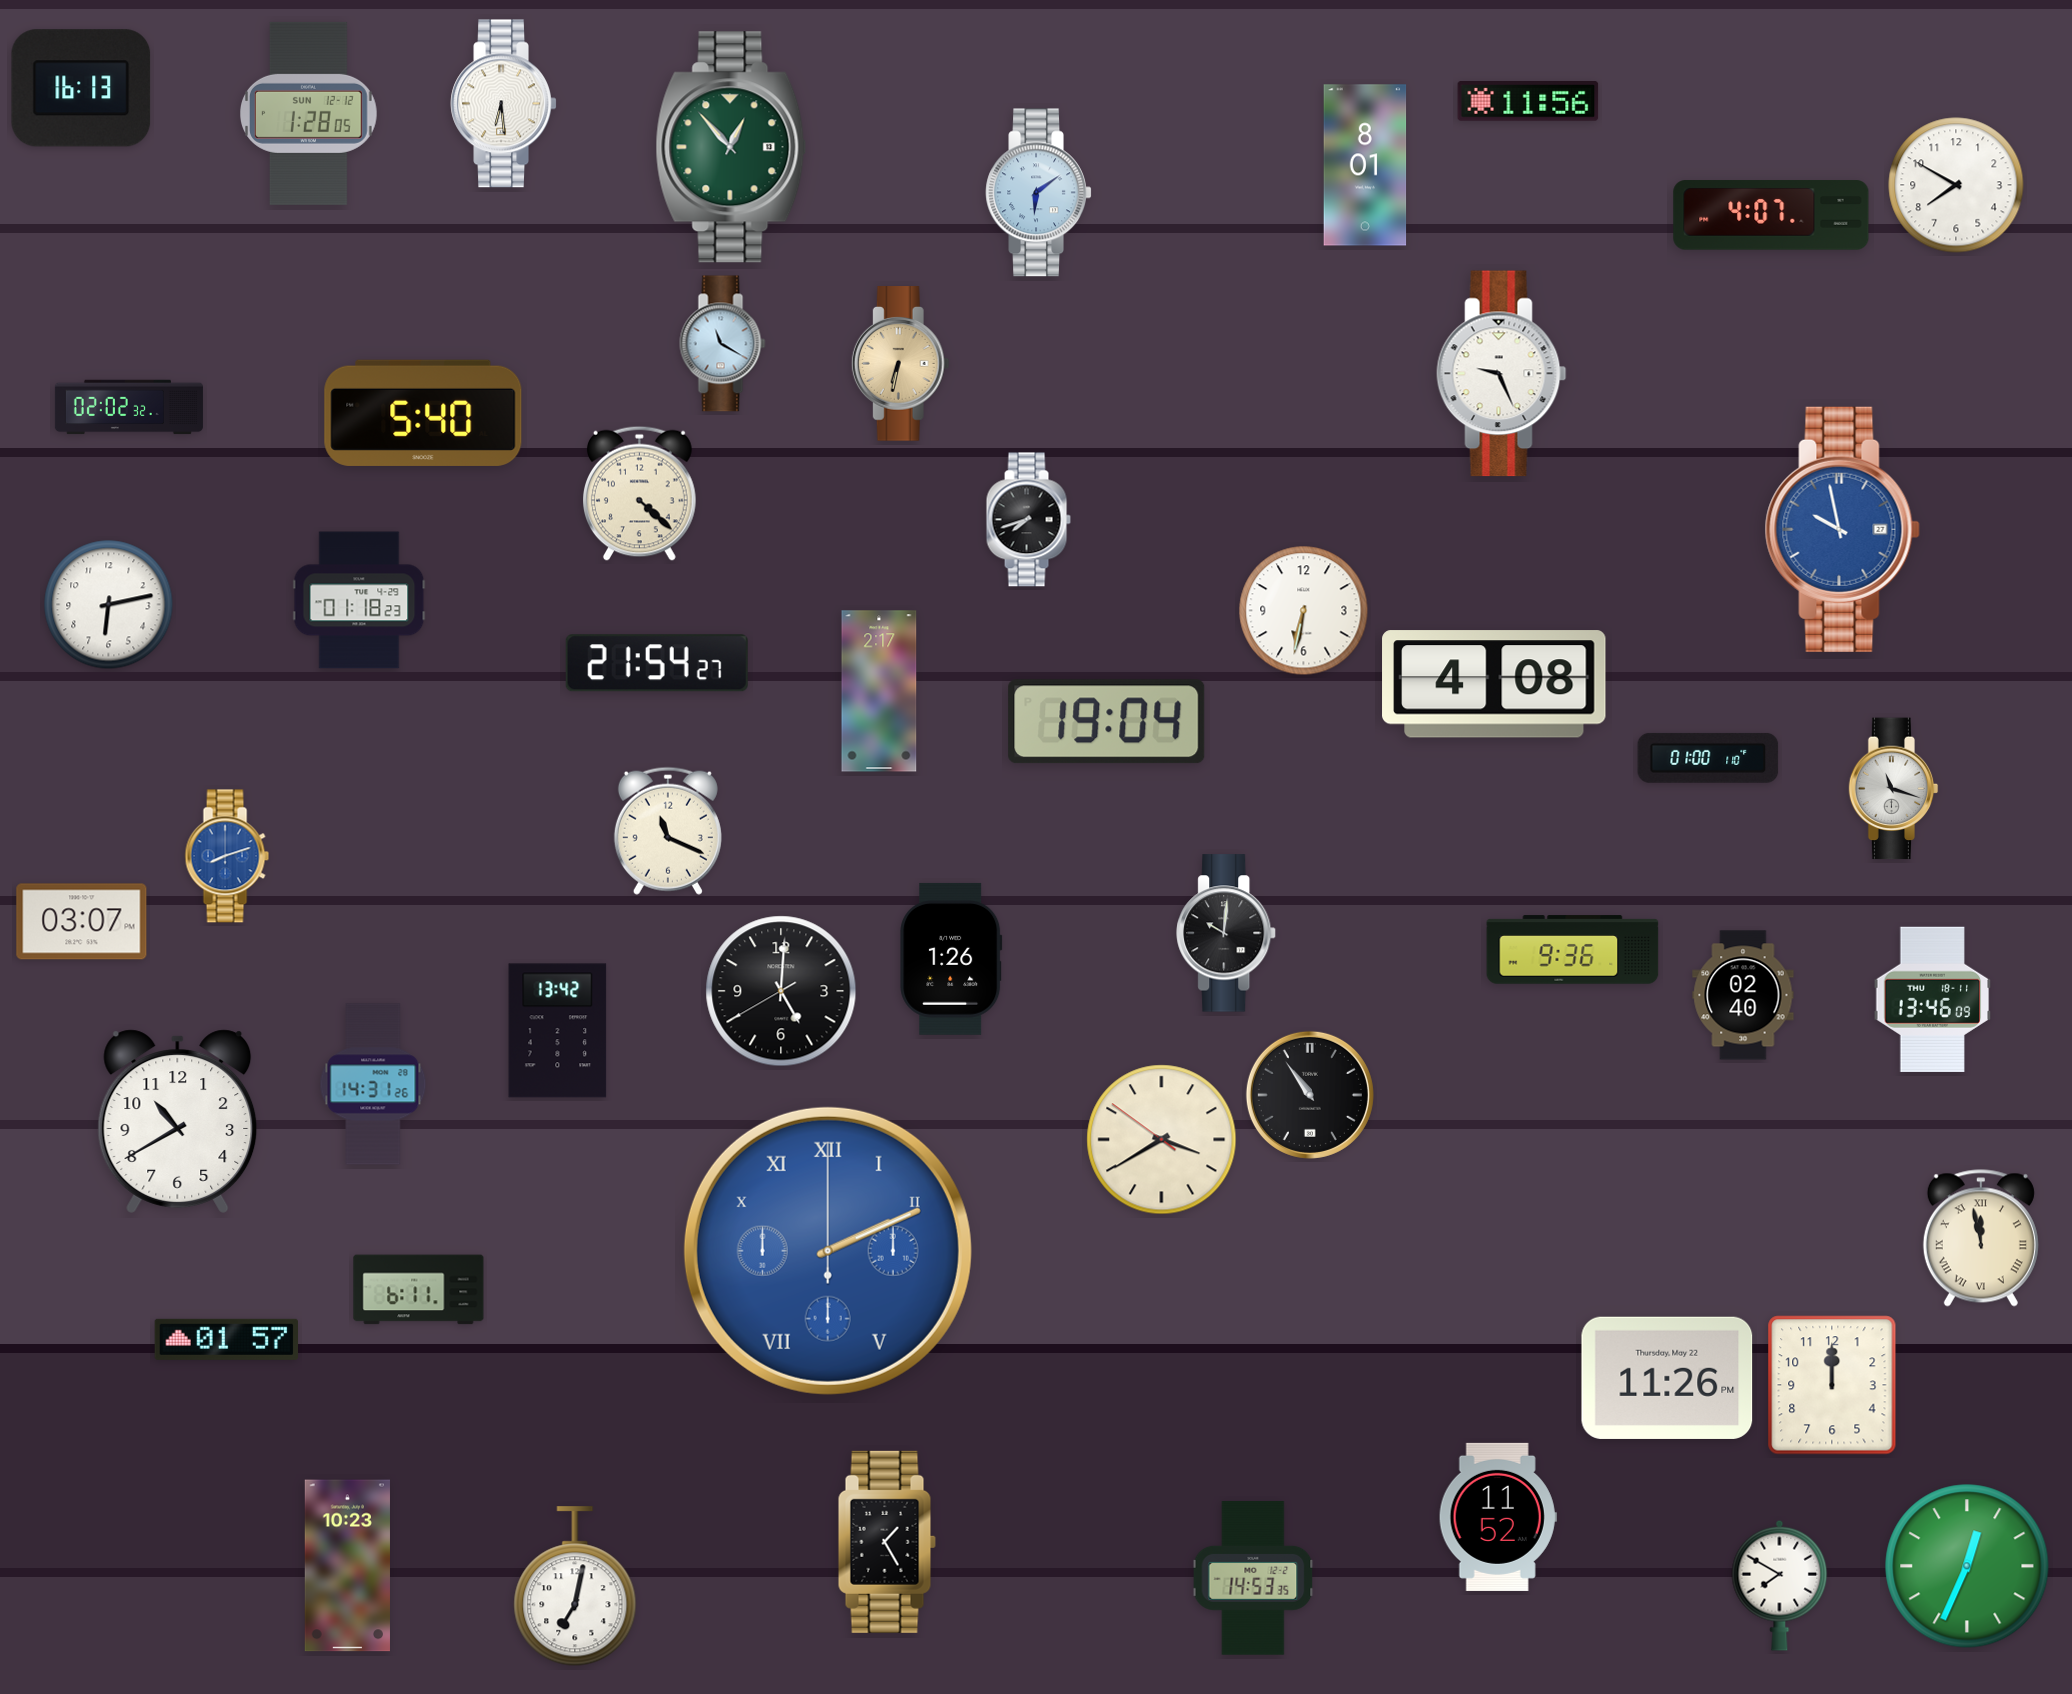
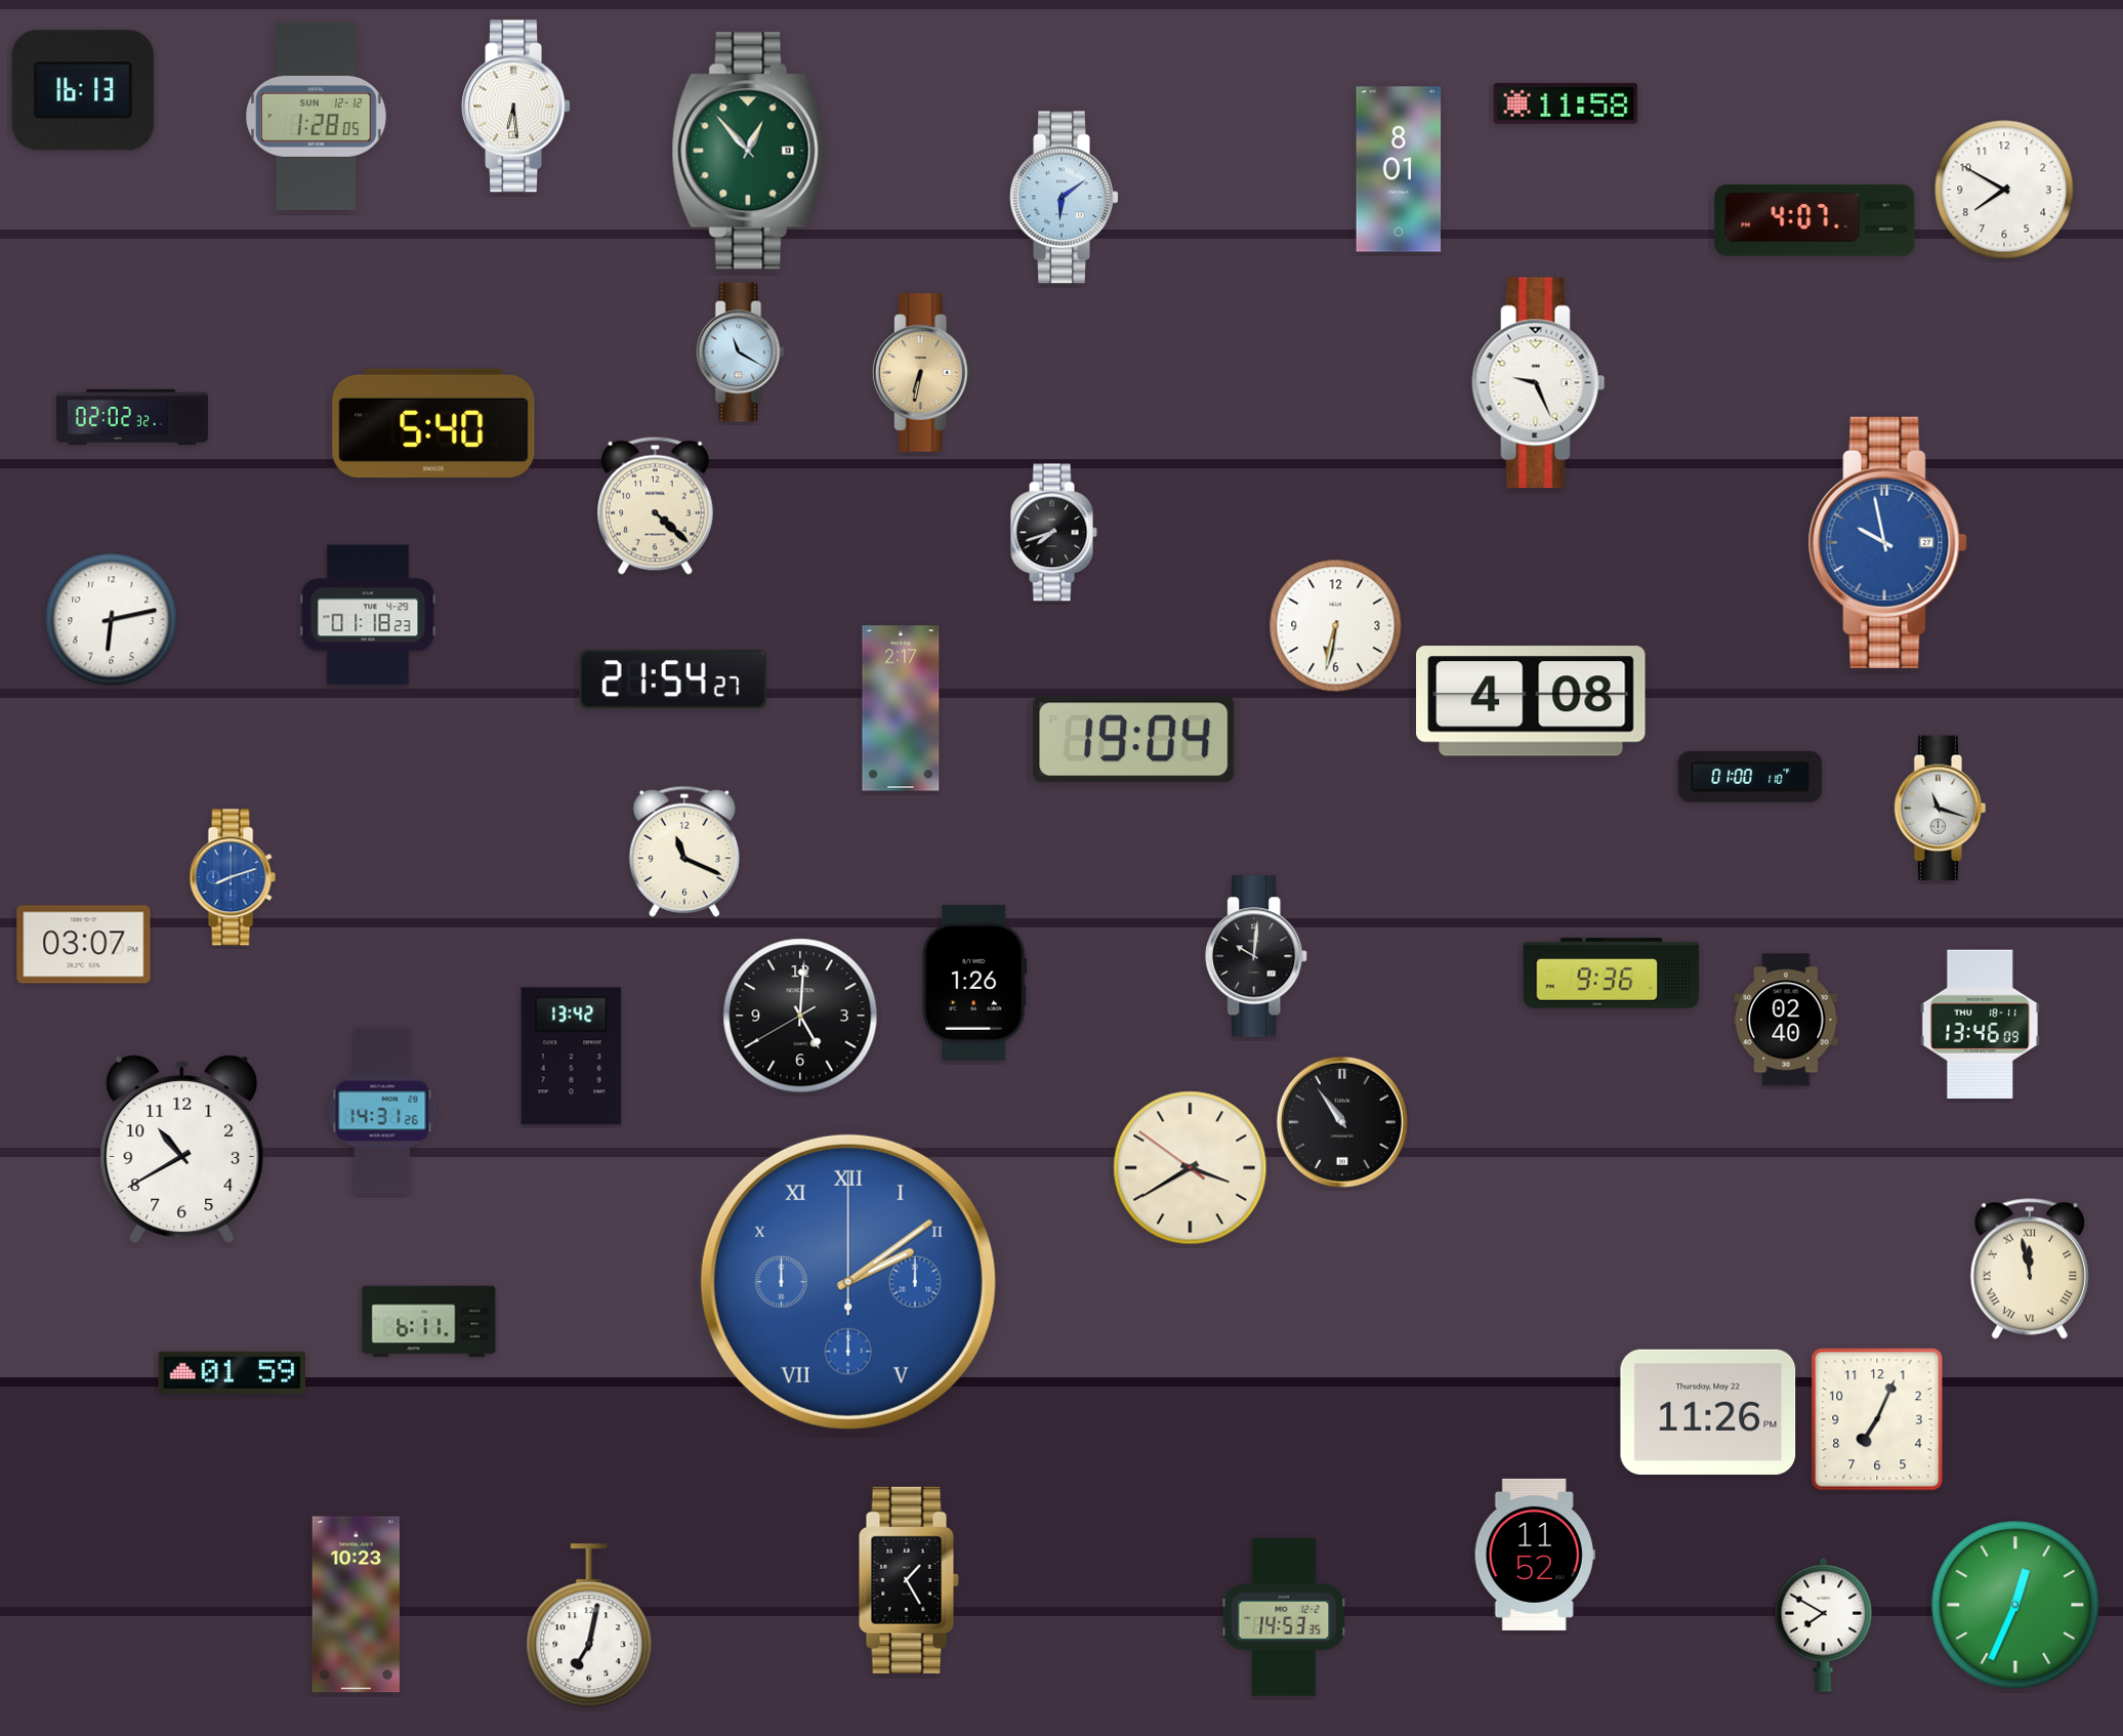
clock at (1528, 101): 11:56 -> 11:58
clock at (828, 1251): 2:11 -> 2:09
clock at (226, 1339): 01:57 -> 01:59
clock at (1832, 1385): 12:00 -> 7:04
